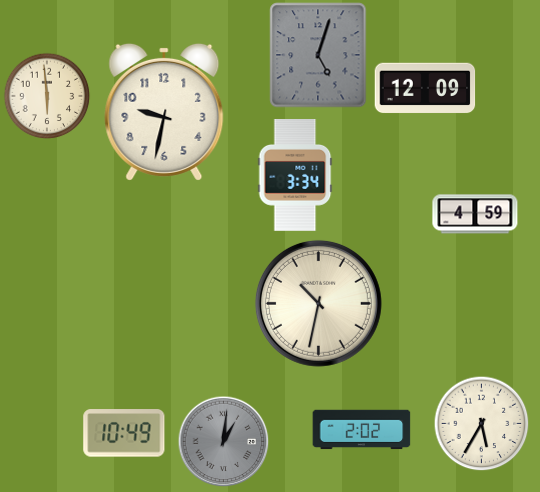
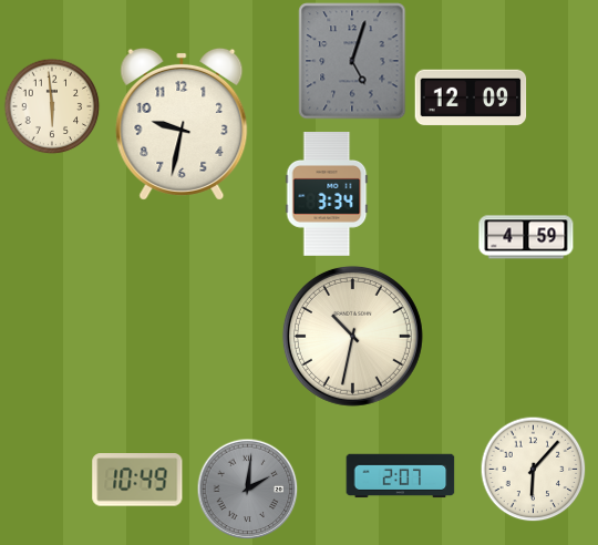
clock at (481, 423): 5:35 -> 6:07
clock at (362, 430): 2:02 -> 2:07
clock at (223, 441): 1:01 -> 2:01
